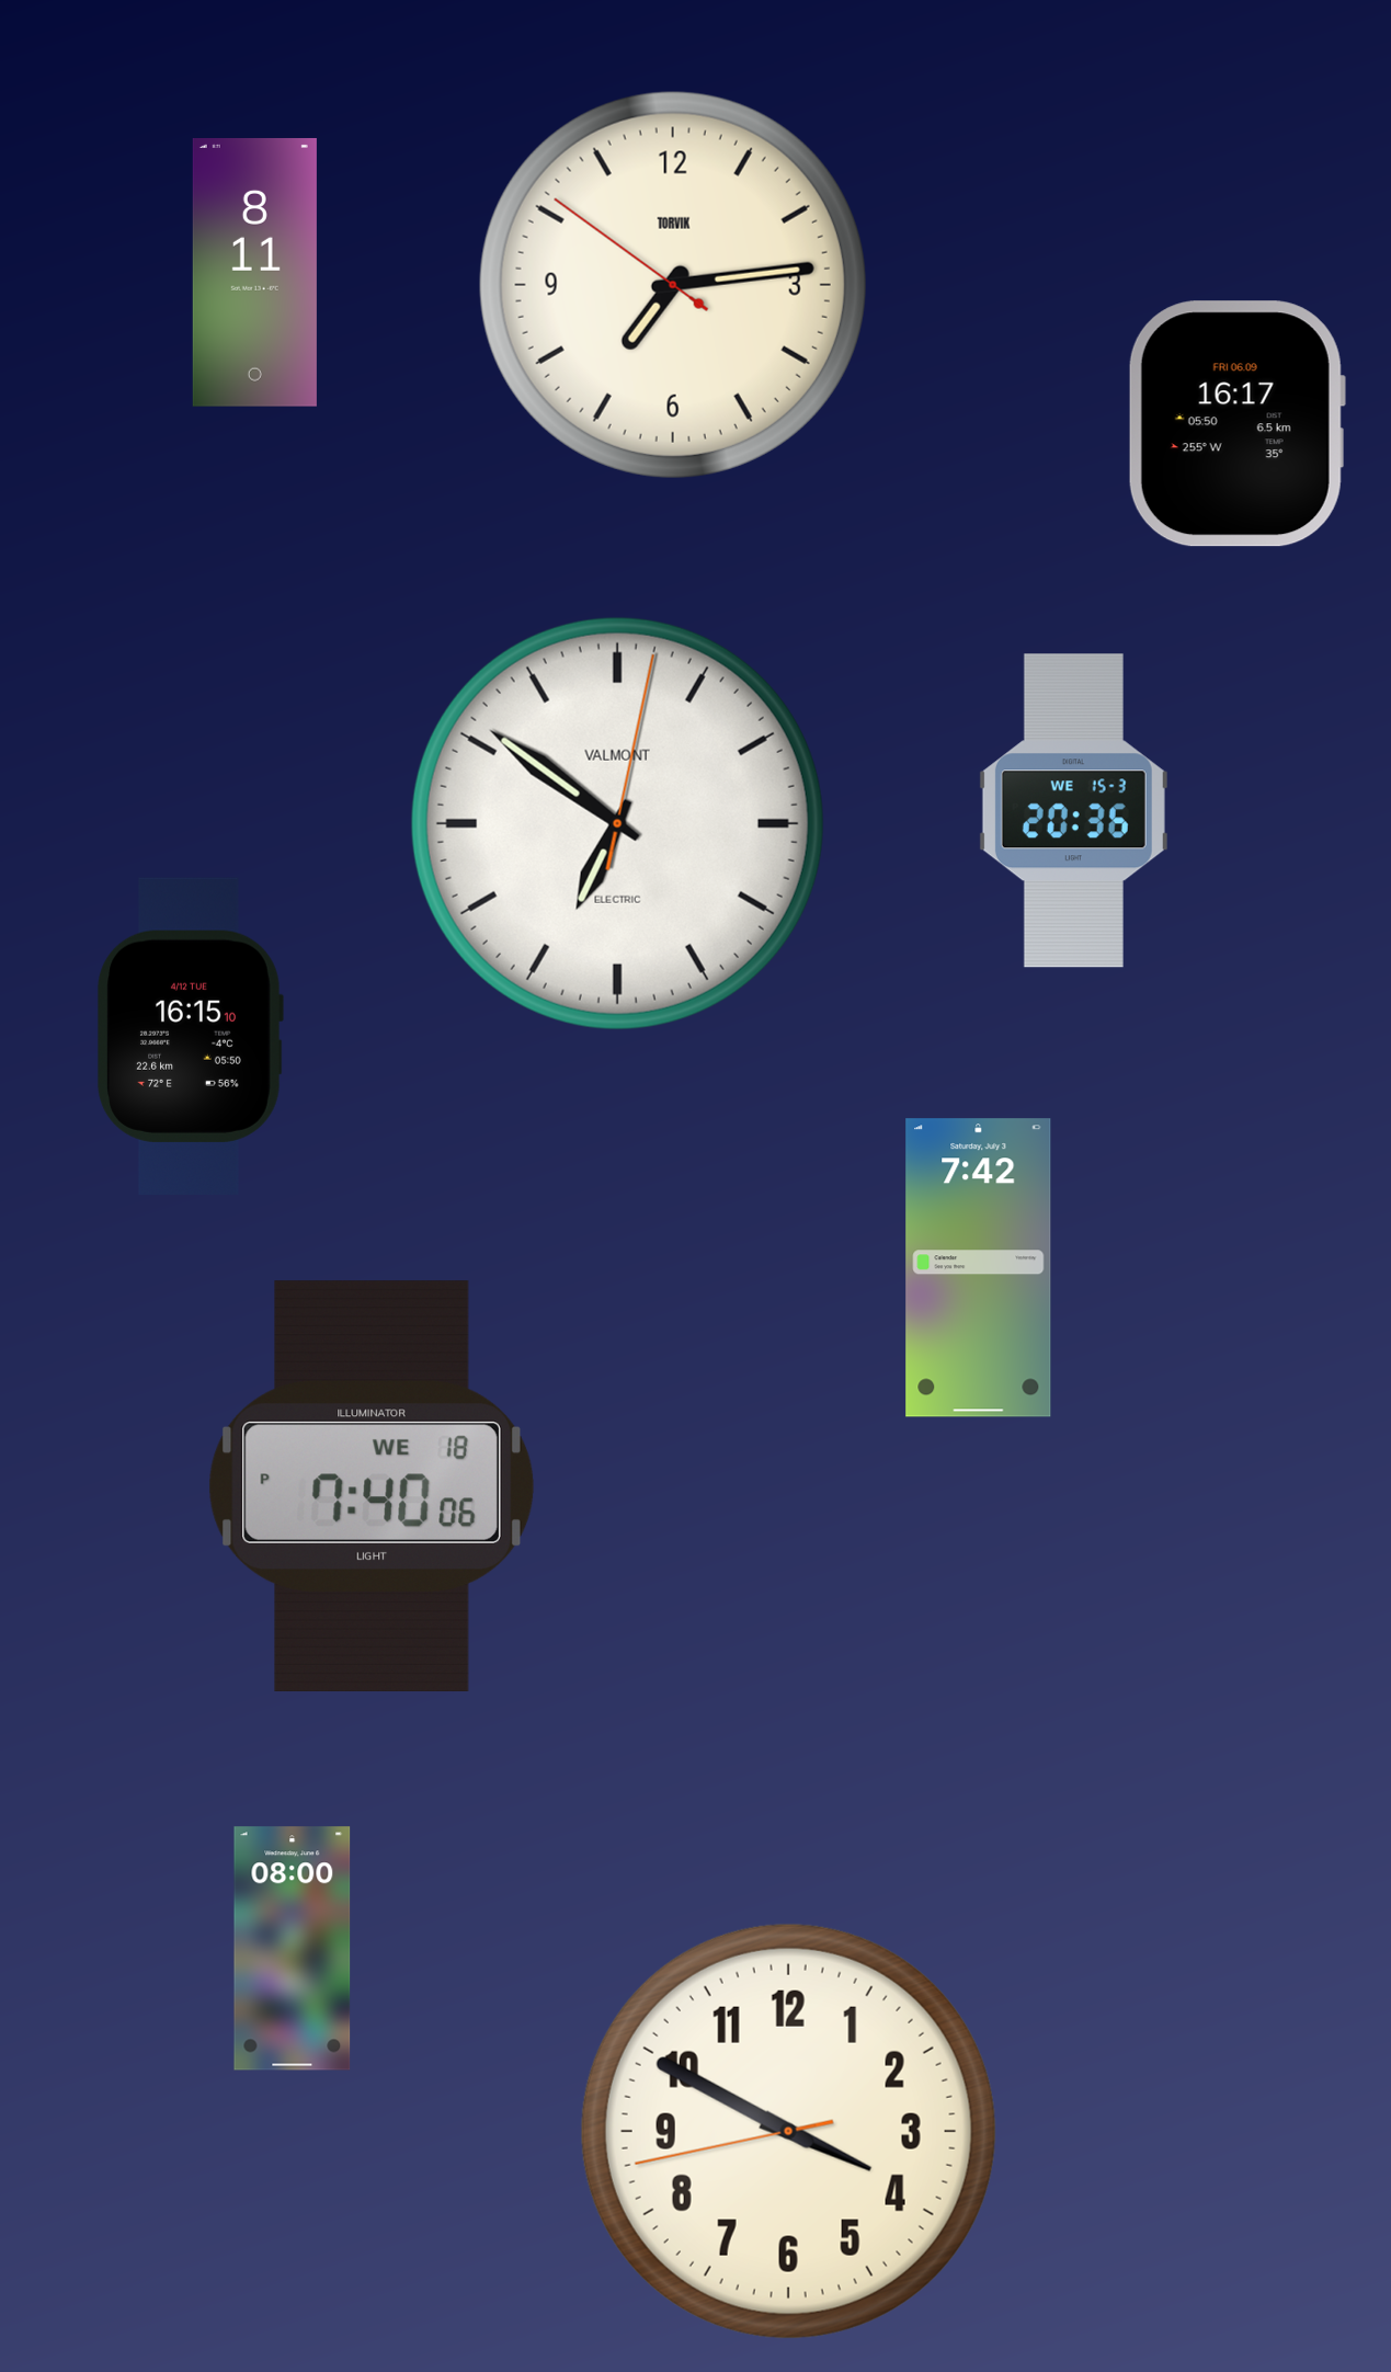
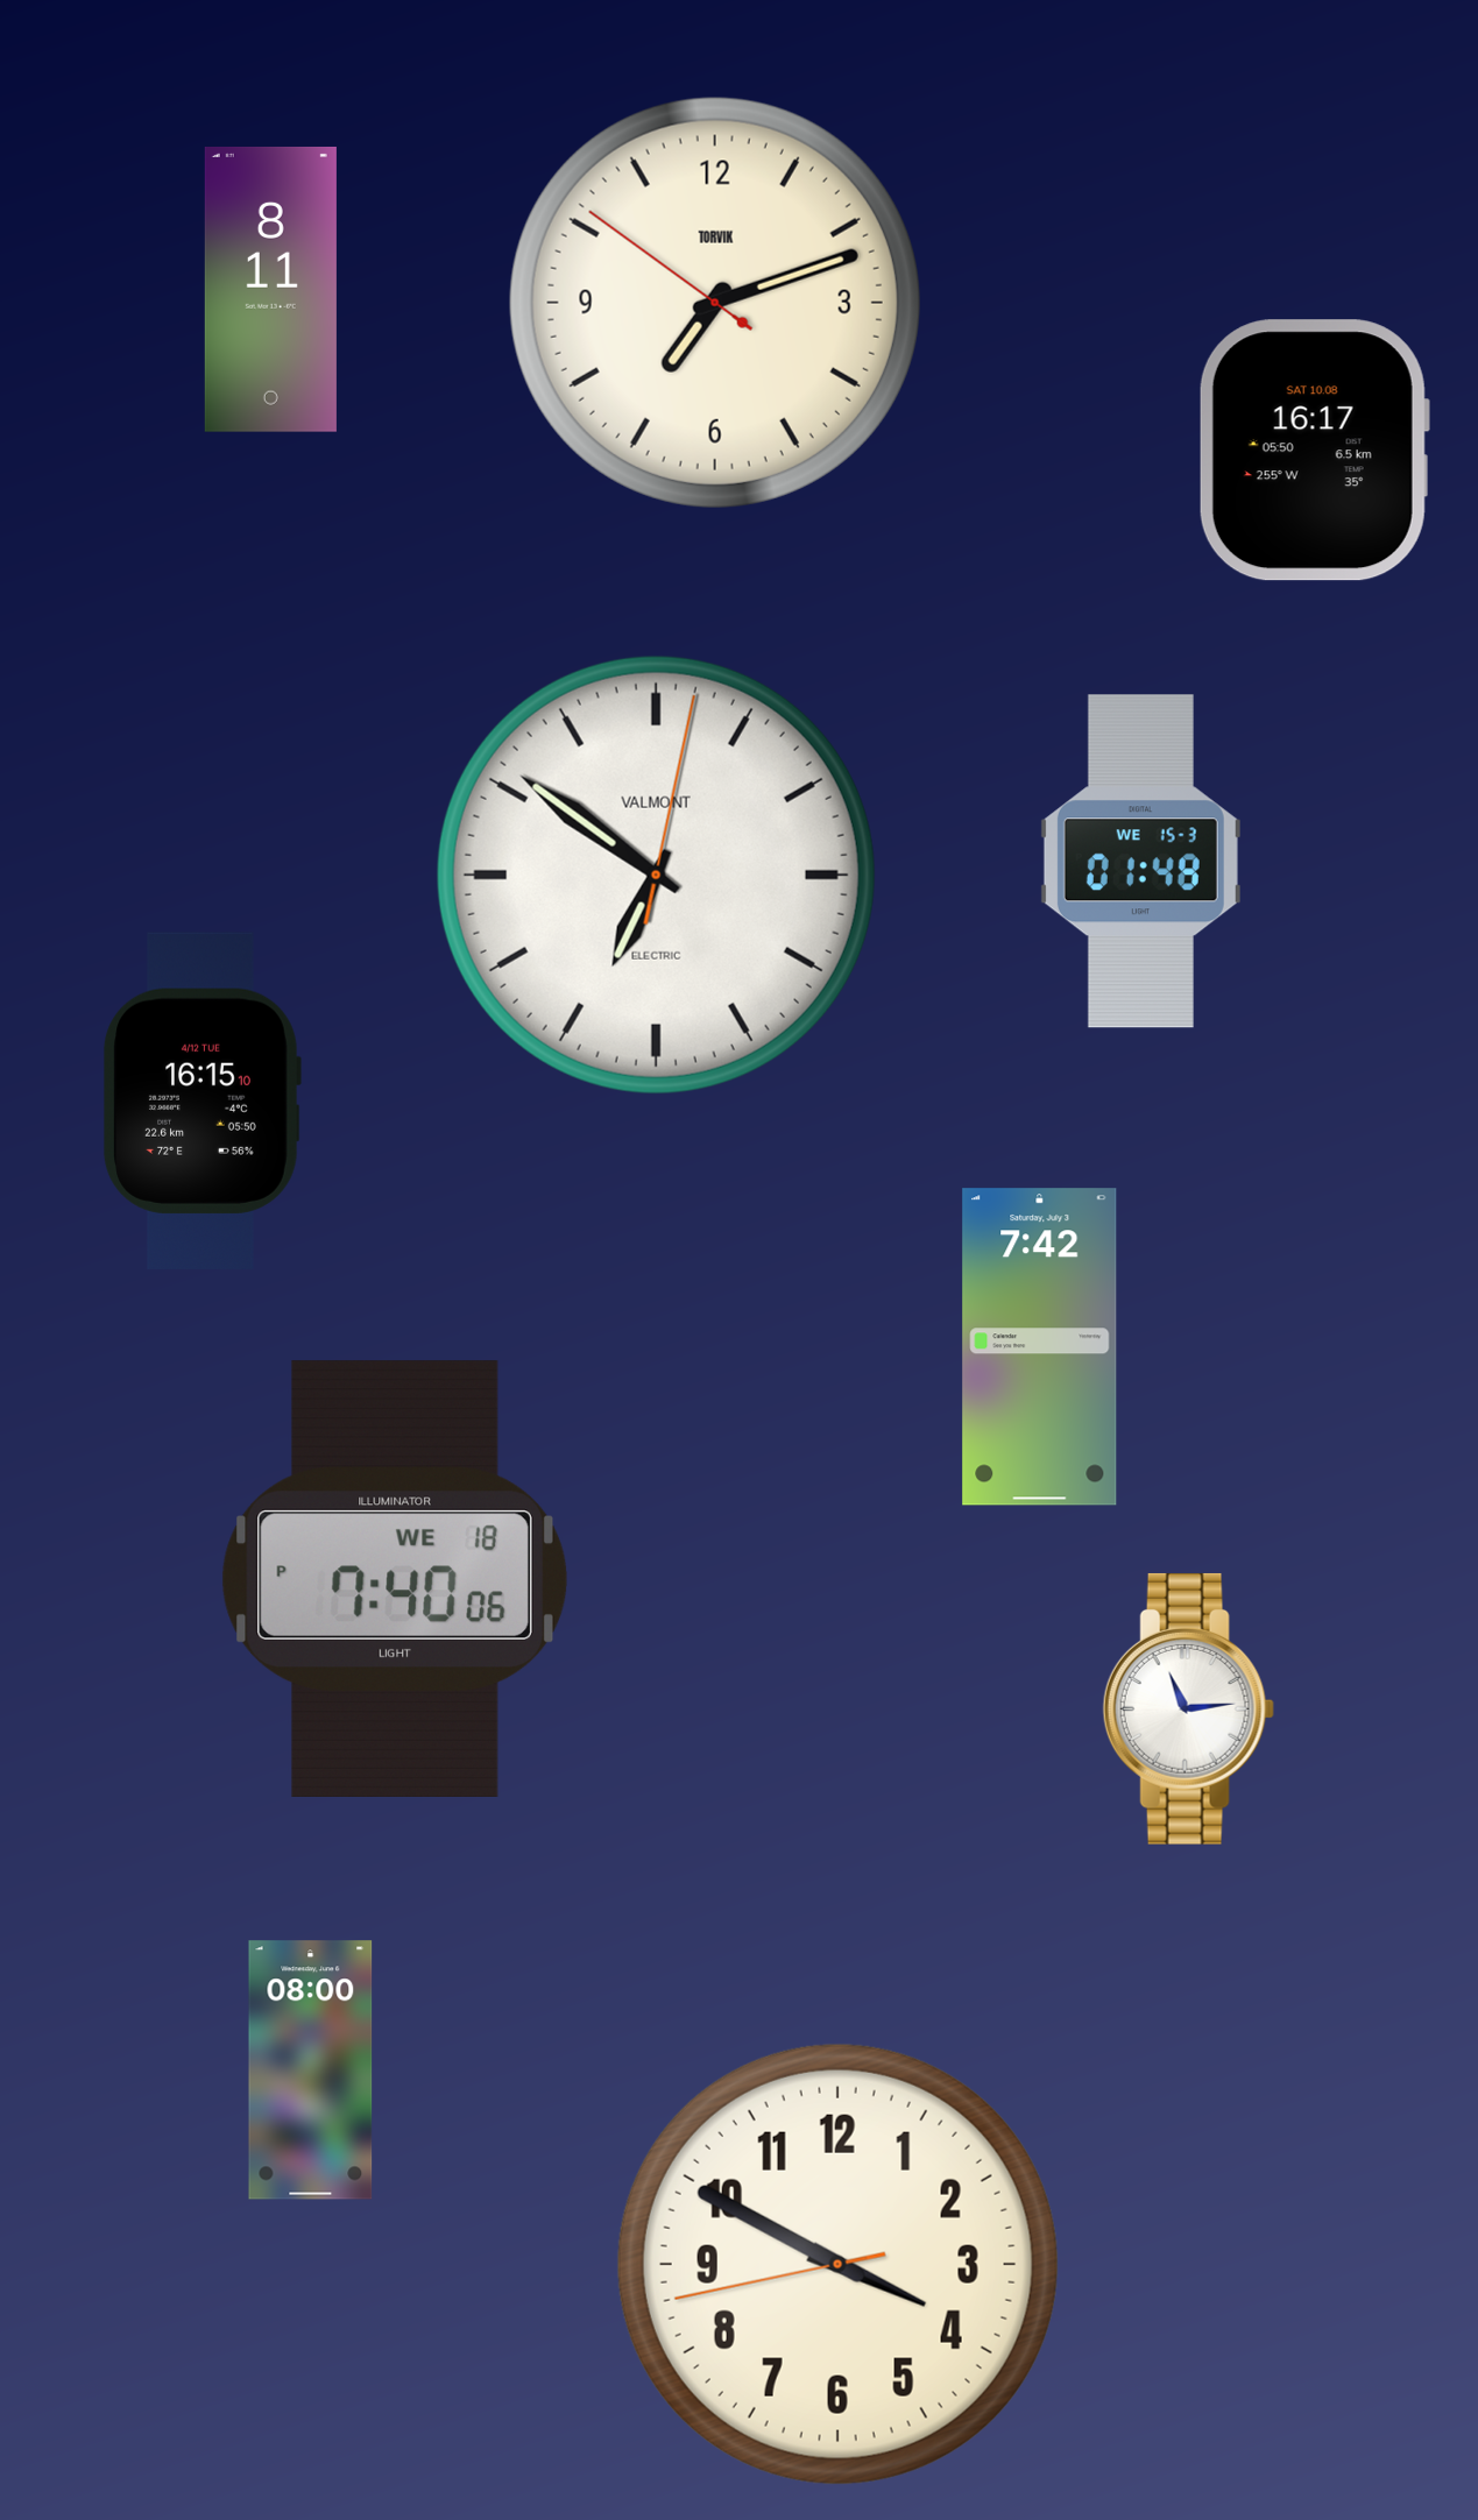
clock at (673, 285): 7:13 -> 7:11
clock at (1236, 424) date: FRI 06.09 -> SAT 10.08
clock at (1073, 811): 20:36 -> 01:48
clock at (1188, 1708): none -> 11:14
